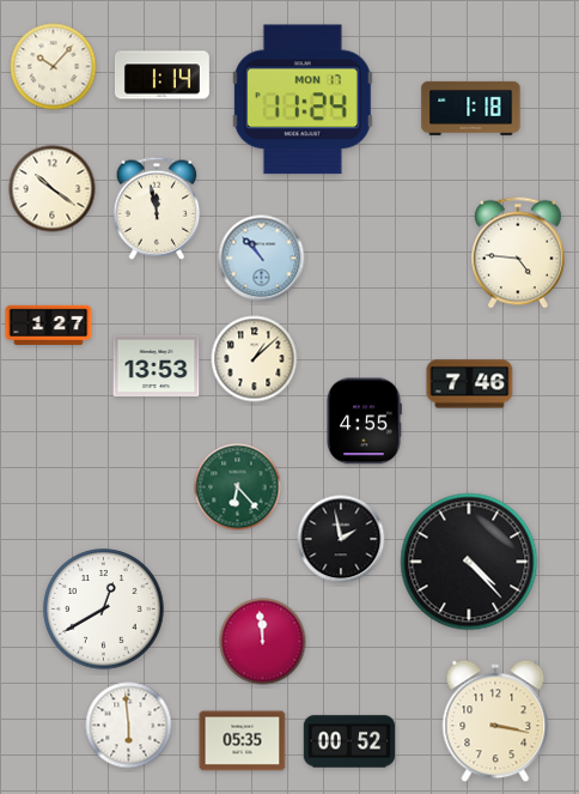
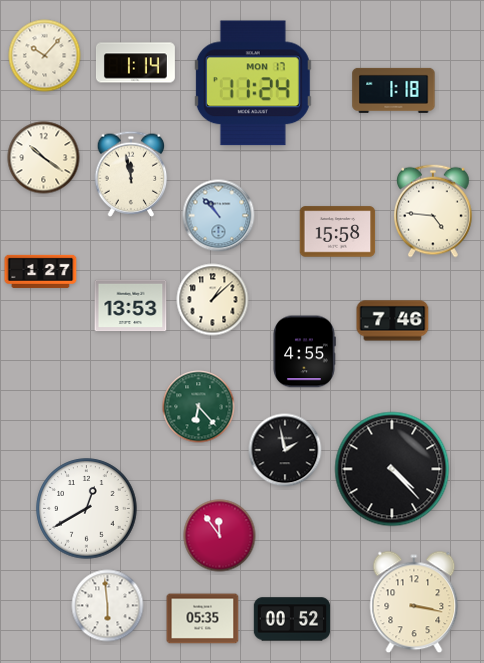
clock at (338, 232): none -> 15:58
clock at (263, 642): 11:59 -> 11:54
